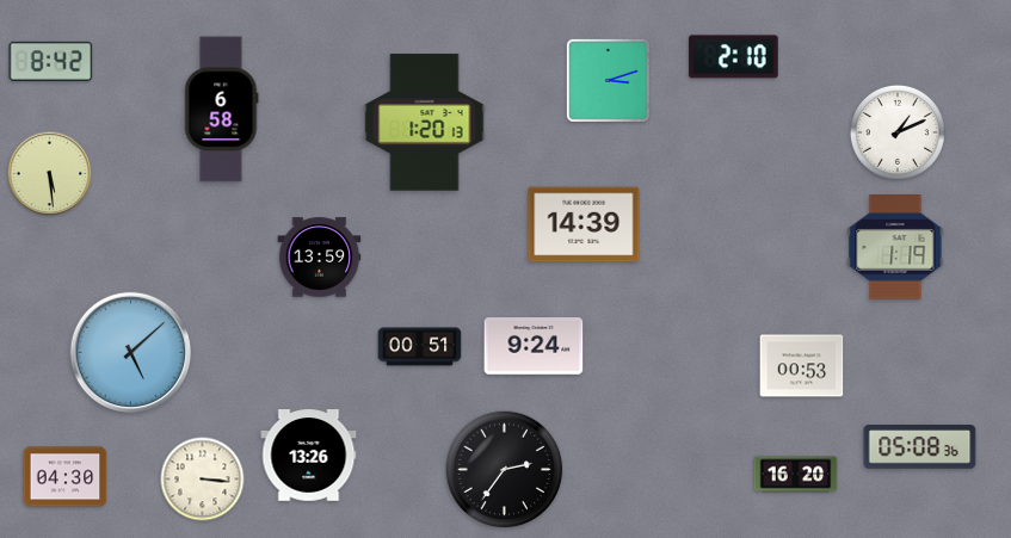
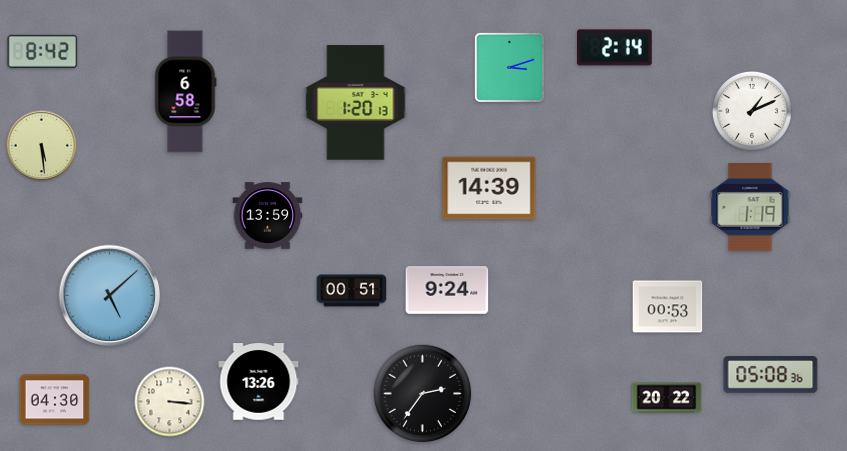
clock at (734, 57): 2:10 -> 2:14
clock at (802, 366) position: (802, 366) -> (668, 307)
clock at (796, 475): 16:20 -> 20:22
